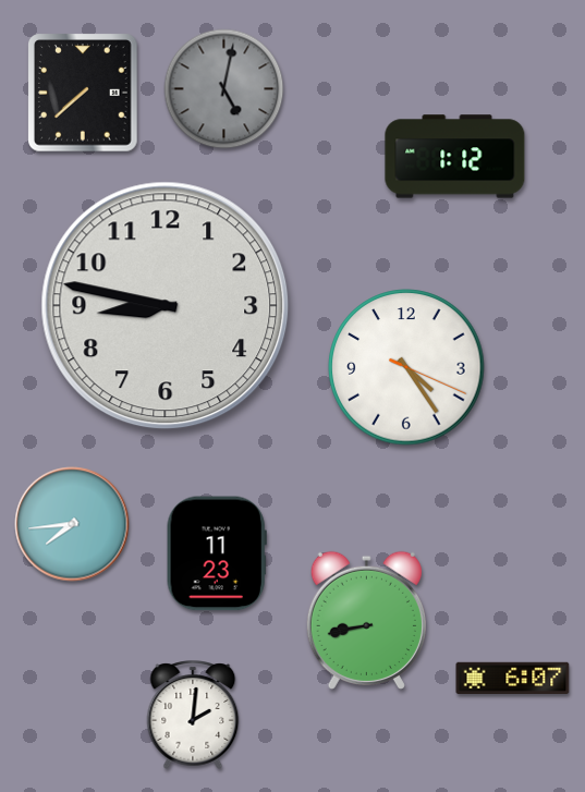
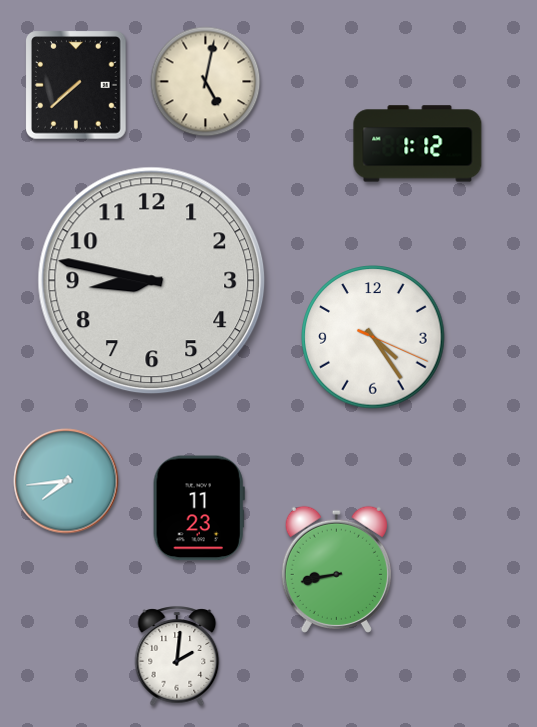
clock at (224, 89) dial: grey -> cream
clock at (513, 678): 6:07 -> none
